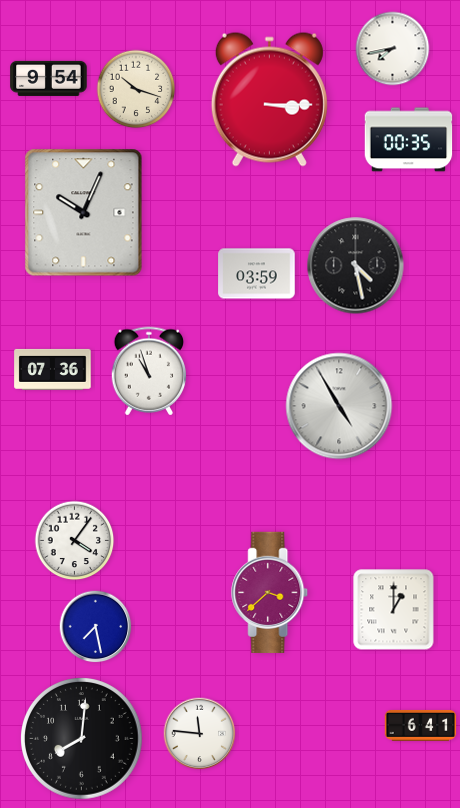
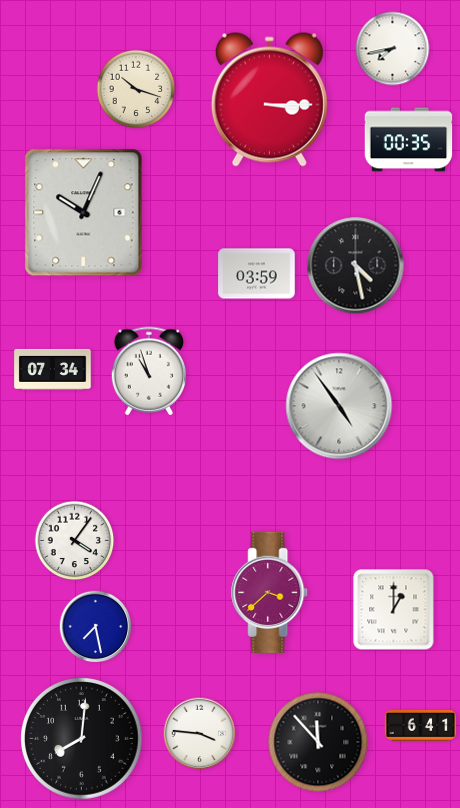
clock at (49, 78): 9:54 -> none
clock at (53, 369): 07:36 -> 07:34
clock at (339, 406): 4:55 -> 4:54
clock at (200, 734): 11:46 -> 3:46
clock at (318, 742): none -> 11:53
